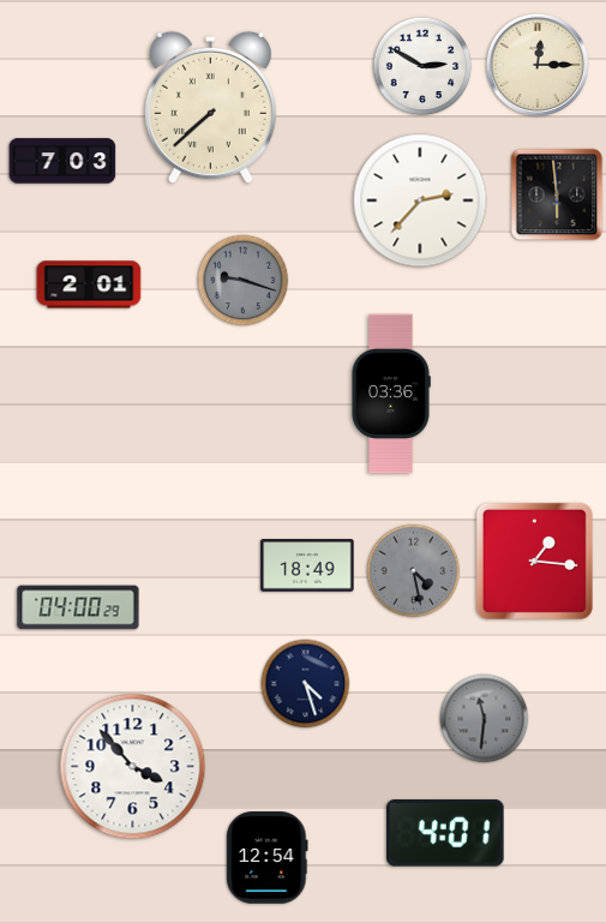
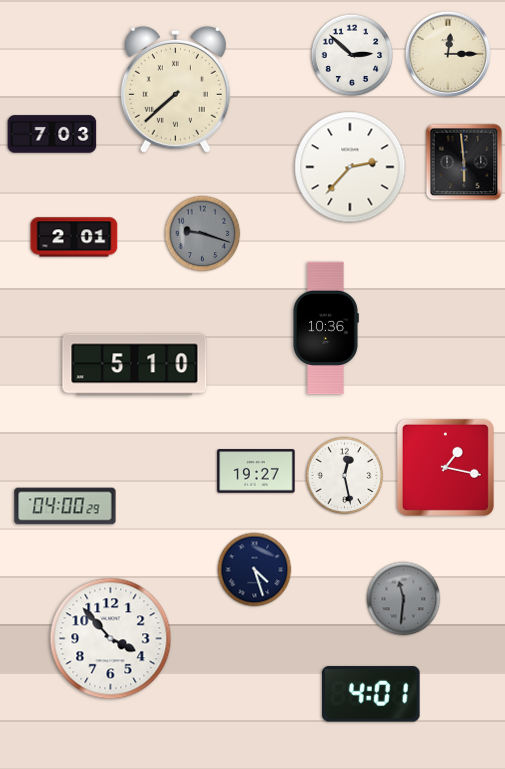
clock at (422, 66): 2:50 -> 2:52
clock at (391, 394): 03:36 -> 10:36
clock at (135, 365): none -> 5:10
clock at (534, 561): 1:16 -> 1:17
clock at (307, 565): 18:49 -> 19:27
clock at (414, 571): 4:28 -> 12:28
clock at (414, 571) dial: grey -> white
clock at (268, 858): 12:54 -> none
